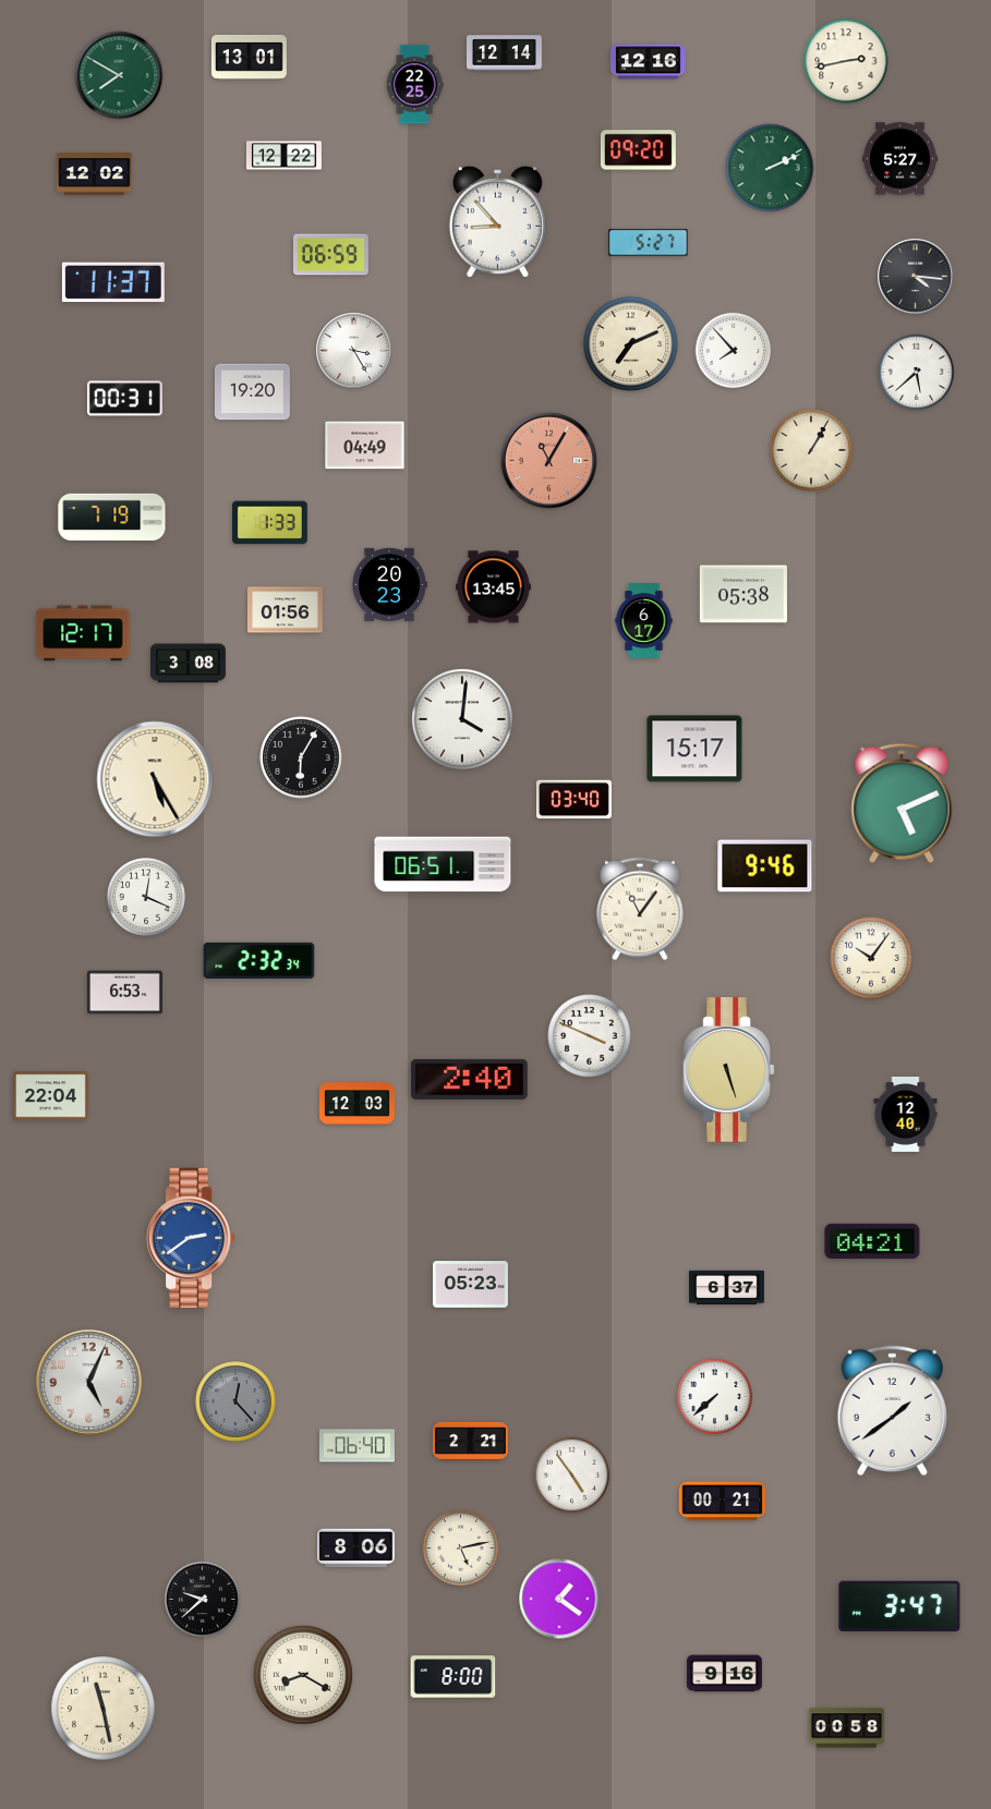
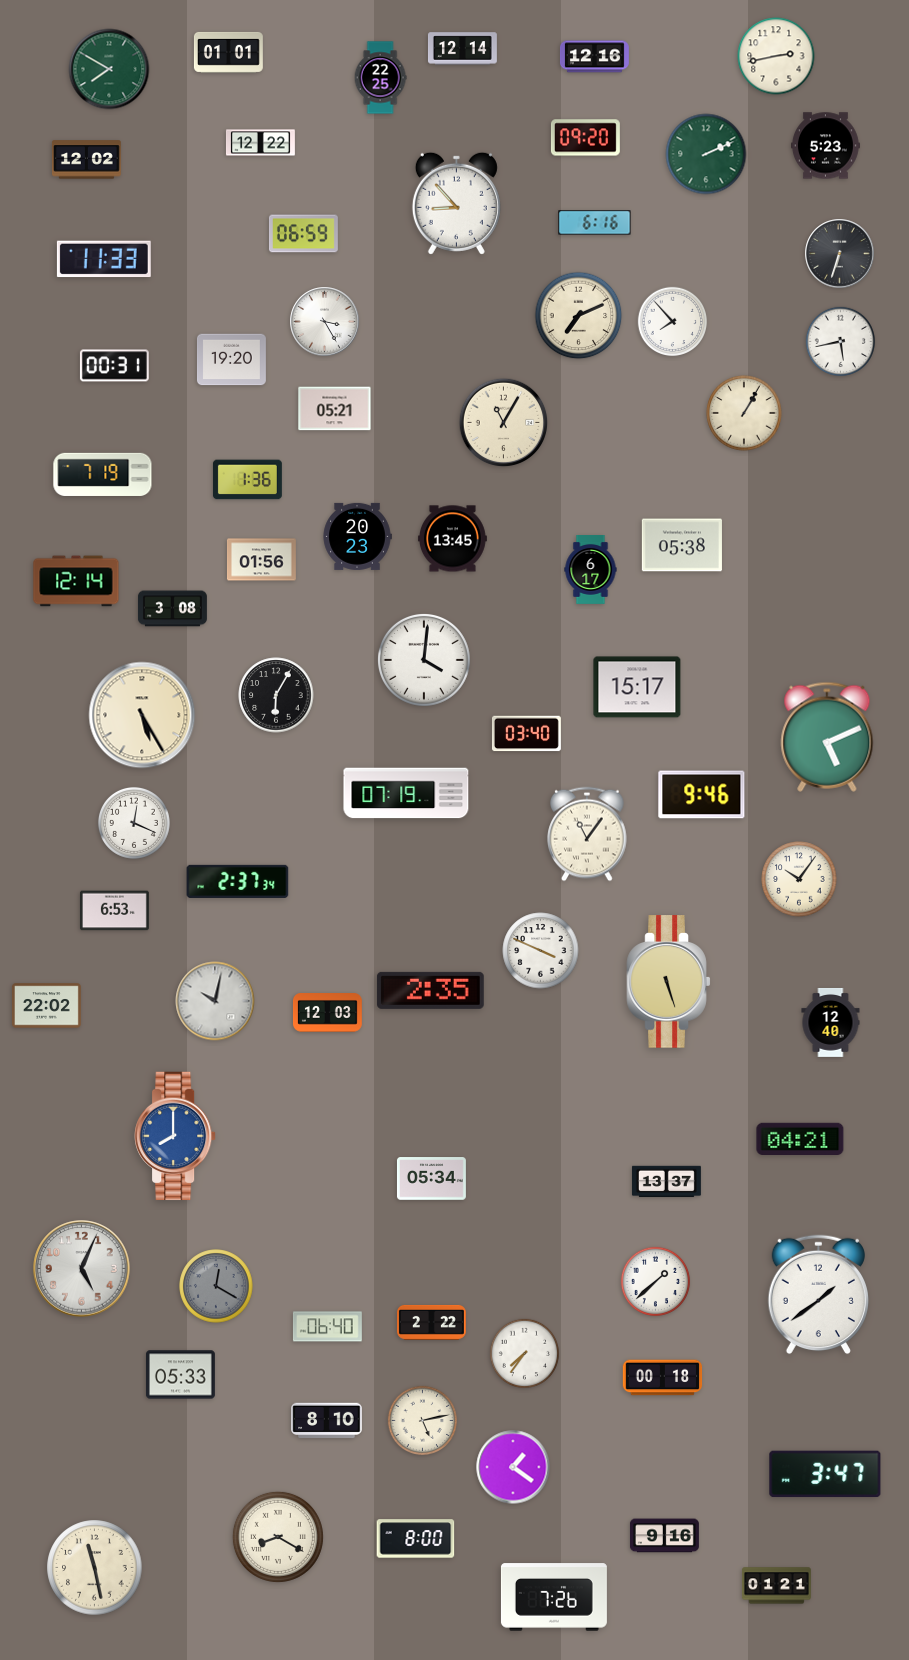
clock at (249, 57): 13:01 -> 01:01
clock at (899, 159): 5:27 -> 5:23
clock at (649, 243): 5:27 -> 6:16
clock at (916, 277): 4:16 -> 6:33
clock at (113, 282): 11:37 -> 11:33
clock at (917, 373): 5:38 -> 5:43
clock at (365, 446): 04:49 -> 05:21
clock at (549, 461) dial: salmon -> cream
clock at (269, 523): 1:33 -> 1:36
clock at (83, 633): 12:17 -> 12:14
clock at (443, 864): 06:51 -> 07:19
clock at (259, 960): 2:32 -> 2:37
clock at (469, 1079): 2:40 -> 2:35
clock at (215, 1001): none -> 10:02
clock at (50, 1096): 22:04 -> 22:02
clock at (191, 1238): 2:39 -> 8:00
clock at (470, 1285): 05:23 -> 05:34
clock at (726, 1288): 6:37 -> 13:37
clock at (715, 1397): 7:38 -> 1:38
clock at (235, 1401): 12:23 -> 12:20
clock at (470, 1441): 2:21 -> 2:22
clock at (572, 1476): 4:54 -> 7:36
clock at (180, 1375): none -> 05:33
clock at (723, 1502): 00:21 -> 00:18
clock at (356, 1549): 8:06 -> 8:10
clock at (203, 1600): 9:38 -> none
clock at (846, 1728): 00:58 -> 01:21
clock at (554, 1597): none -> 7:26
